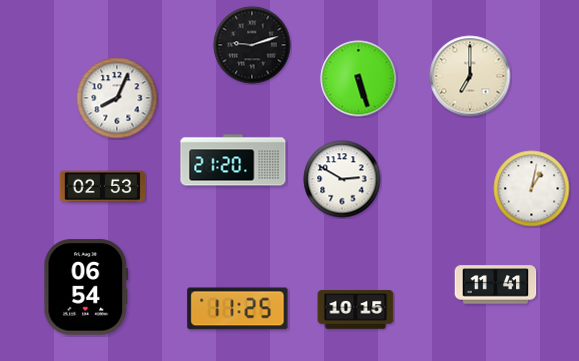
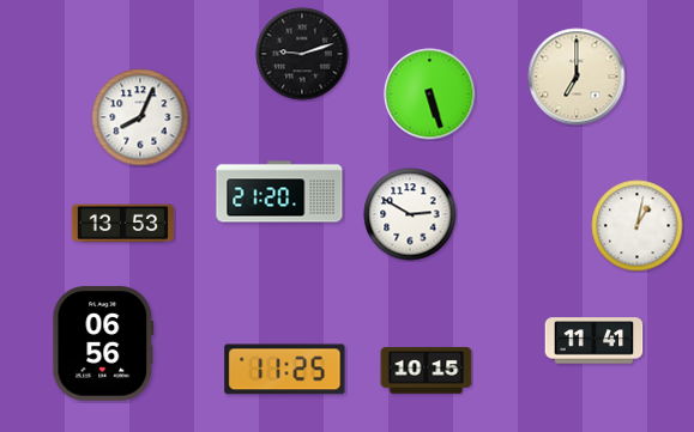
clock at (470, 76) position: (470, 76) -> (577, 77)
clock at (102, 187): 02:53 -> 13:53
clock at (86, 287): 06:54 -> 06:56
